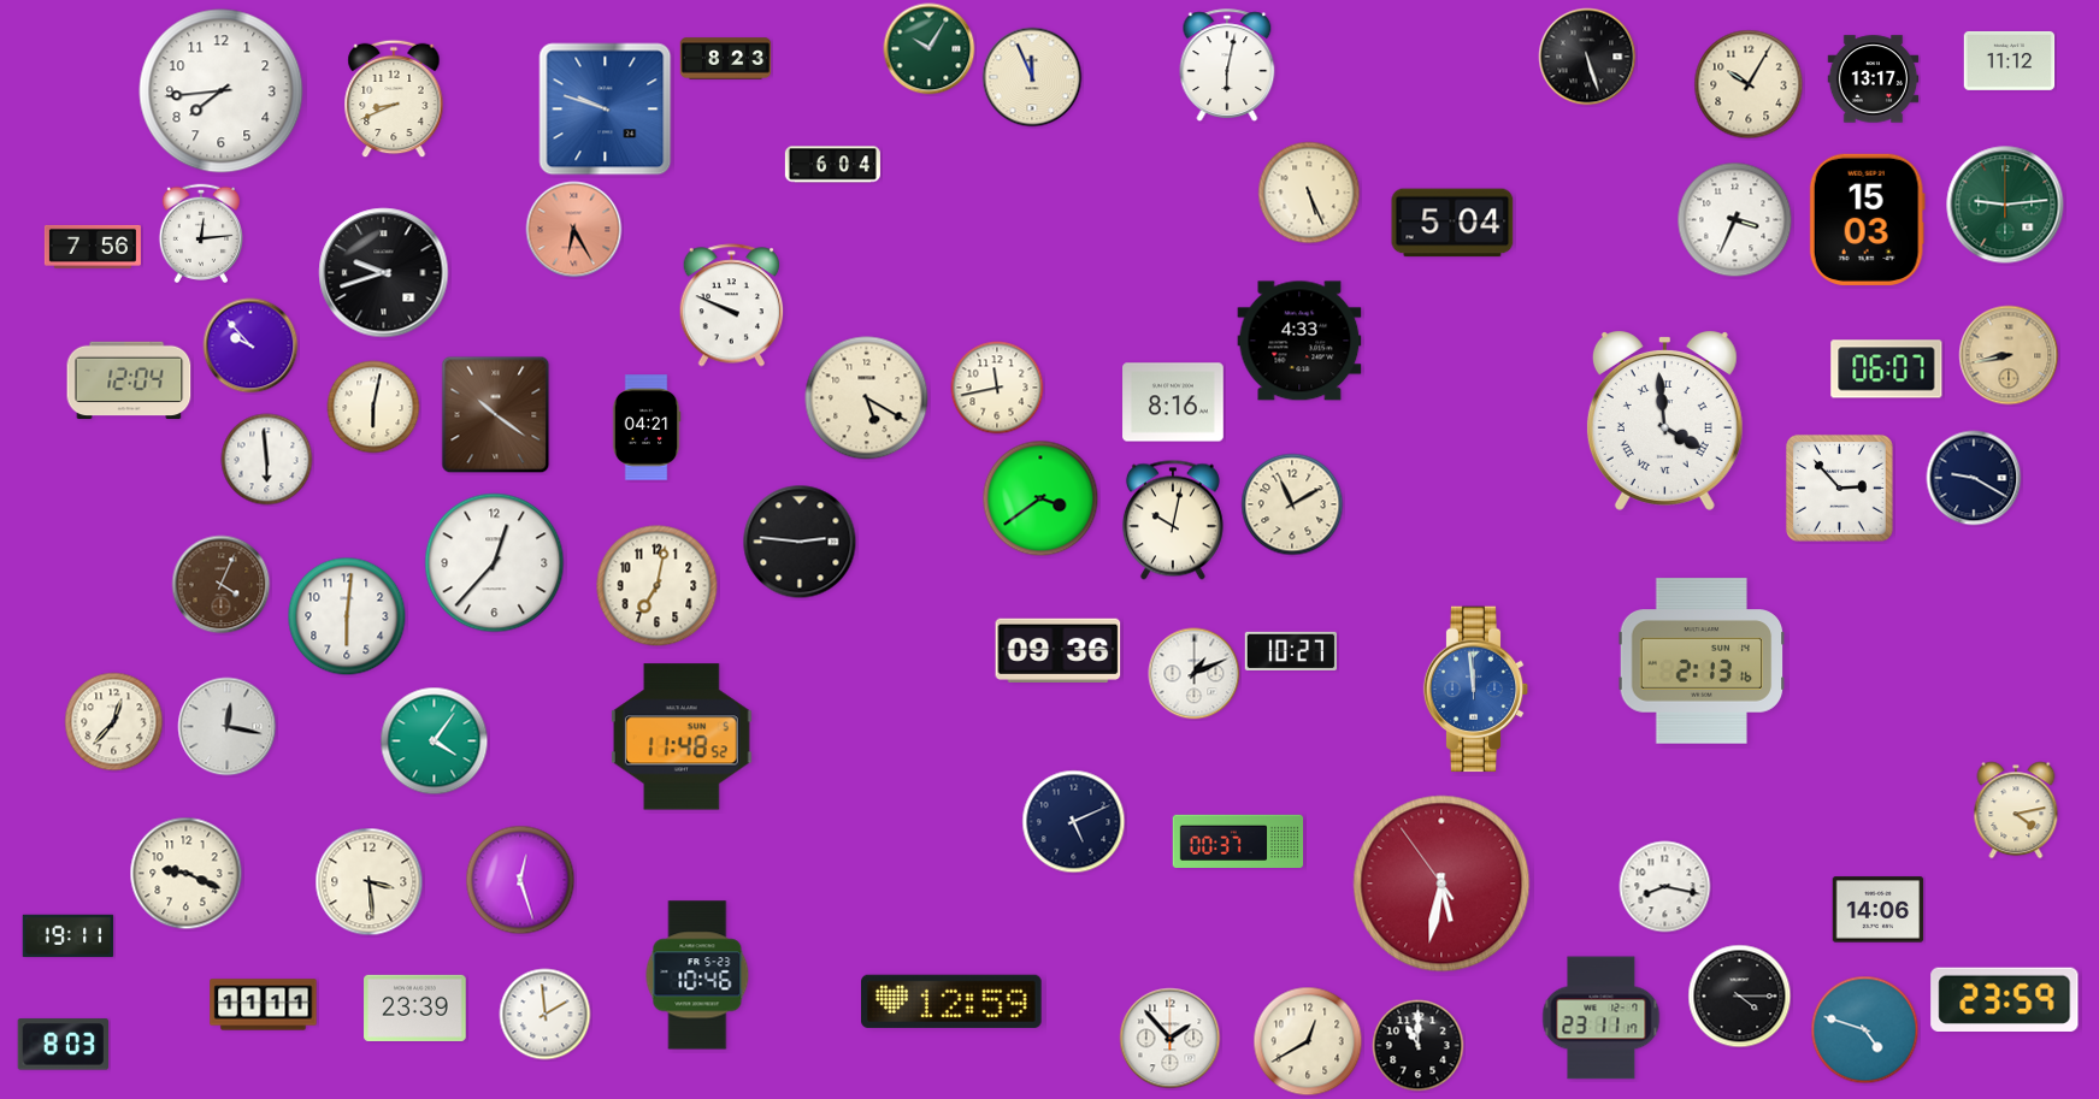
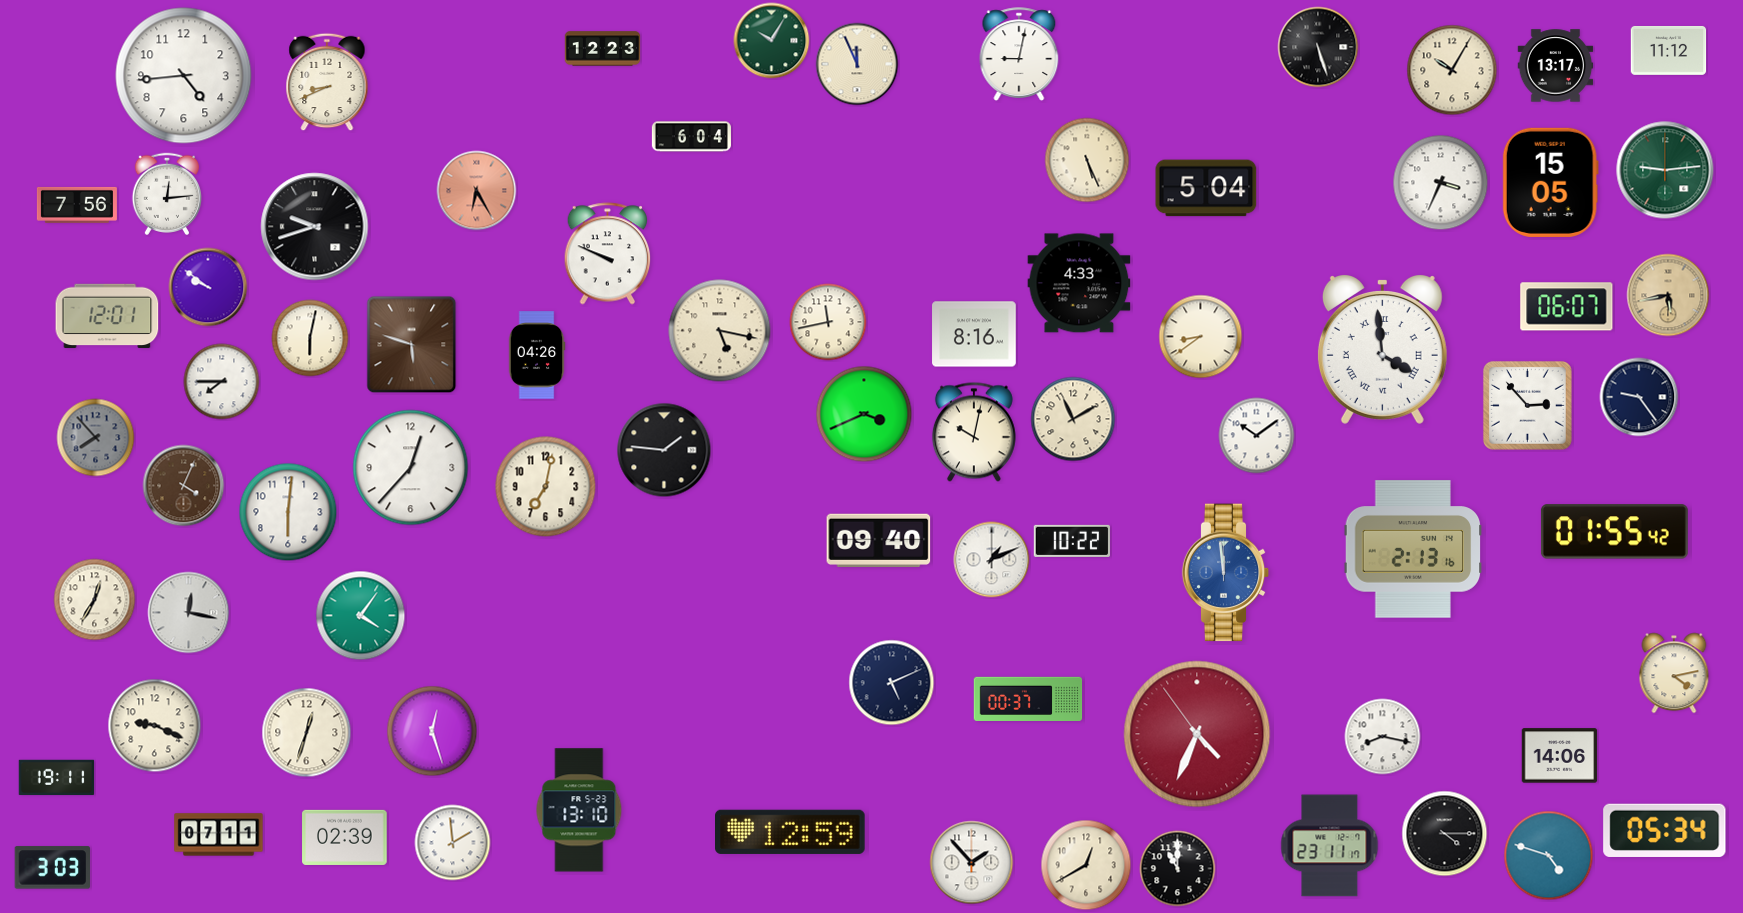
clock at (726, 59): 8:23 -> 12:23
clock at (1227, 65): 6:02 -> 9:02
clock at (222, 91): 7:44 -> 4:44
clock at (606, 110): 9:48 -> none
clock at (1867, 219): 15:03 -> 15:05
clock at (1452, 223) position: (1452, 223) -> (1206, 188)
clock at (384, 273) position: (384, 273) -> (315, 227)
clock at (250, 345): 9:53 -> 9:51
clock at (2009, 355): 8:43 -> 5:43
clock at (129, 380): 12:04 -> 12:01
clock at (867, 398): 5:20 -> 5:17
clock at (1201, 337): none -> 8:39
clock at (496, 415): 10:21 -> 5:48
clock at (647, 427): 04:21 -> 04:26
clock at (267, 460): 5:59 -> 7:45
clock at (1974, 478): 9:20 -> 9:24
clock at (1040, 498): 3:39 -> 3:41
clock at (1257, 436): none -> 10:09
clock at (96, 438): none -> 7:53
clock at (800, 542): 2:46 -> 1:46
clock at (1614, 532): none -> 01:55
clock at (1059, 650): 09:36 -> 09:40
clock at (1290, 651): 10:27 -> 10:22
clock at (114, 722): 12:37 -> 12:35
clock at (228, 727) position: (228, 727) -> (189, 613)
clock at (682, 737): 11:48 -> none
clock at (370, 882): 3:29 -> 12:33
clock at (1441, 884): 5:31 -> 4:33
clock at (697, 975): 10:46 -> 13:10
clock at (1740, 997) position: (1740, 997) -> (1445, 834)
clock at (2005, 999): 23:59 -> 05:34
clock at (264, 1005): 11:11 -> 07:11
clock at (415, 1008): 23:39 -> 02:39
clock at (63, 1045): 8:03 -> 3:03
